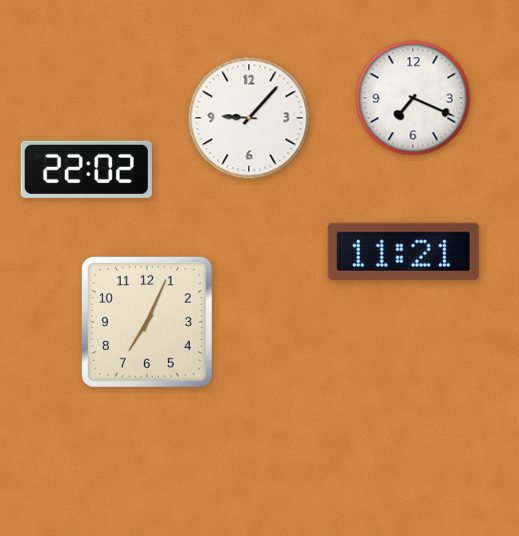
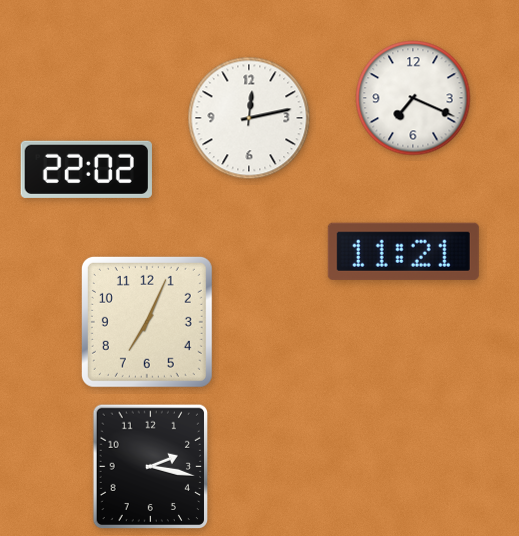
clock at (249, 118): 9:07 -> 12:13
clock at (150, 467): none -> 2:17
